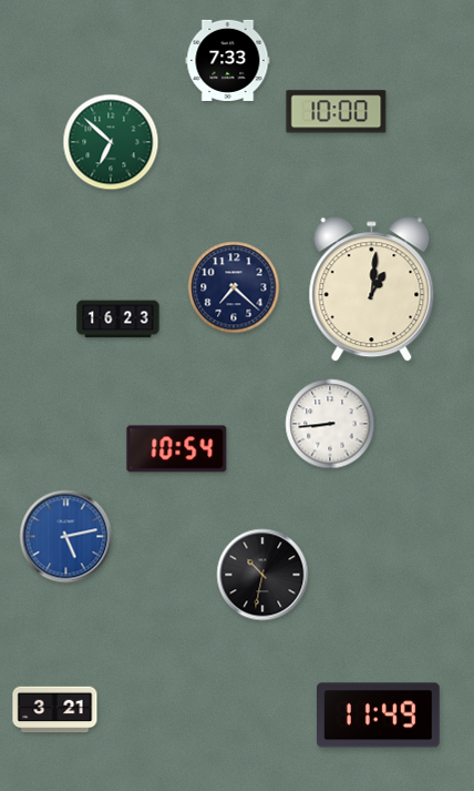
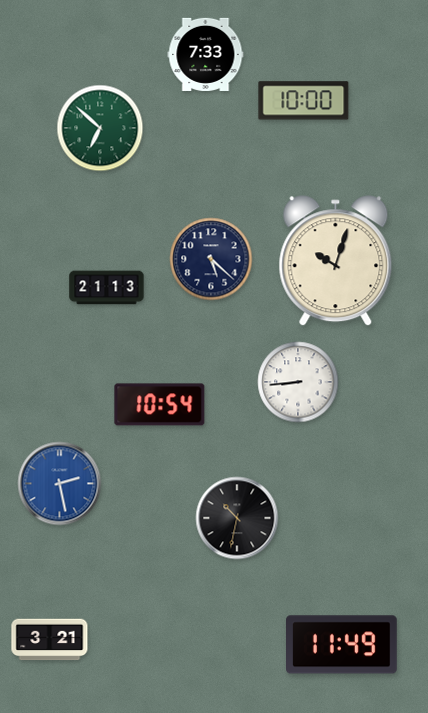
clock at (234, 287): 7:22 -> 5:22
clock at (372, 290): 1:01 -> 10:03
clock at (118, 320): 16:23 -> 21:13
clock at (66, 537): 5:13 -> 2:28
